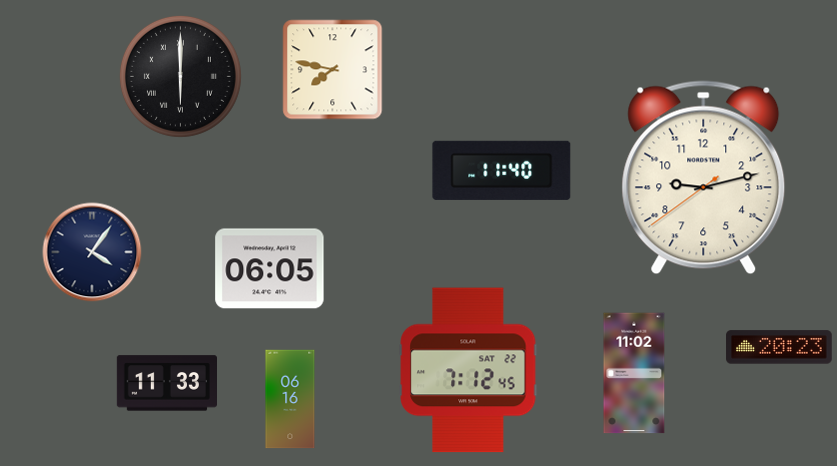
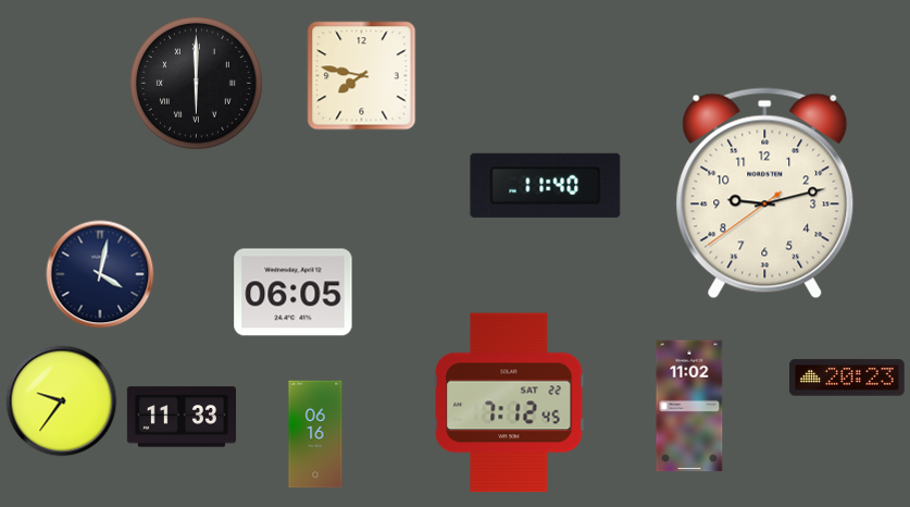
clock at (92, 252): 4:06 -> 4:02
clock at (62, 401): none -> 9:36
